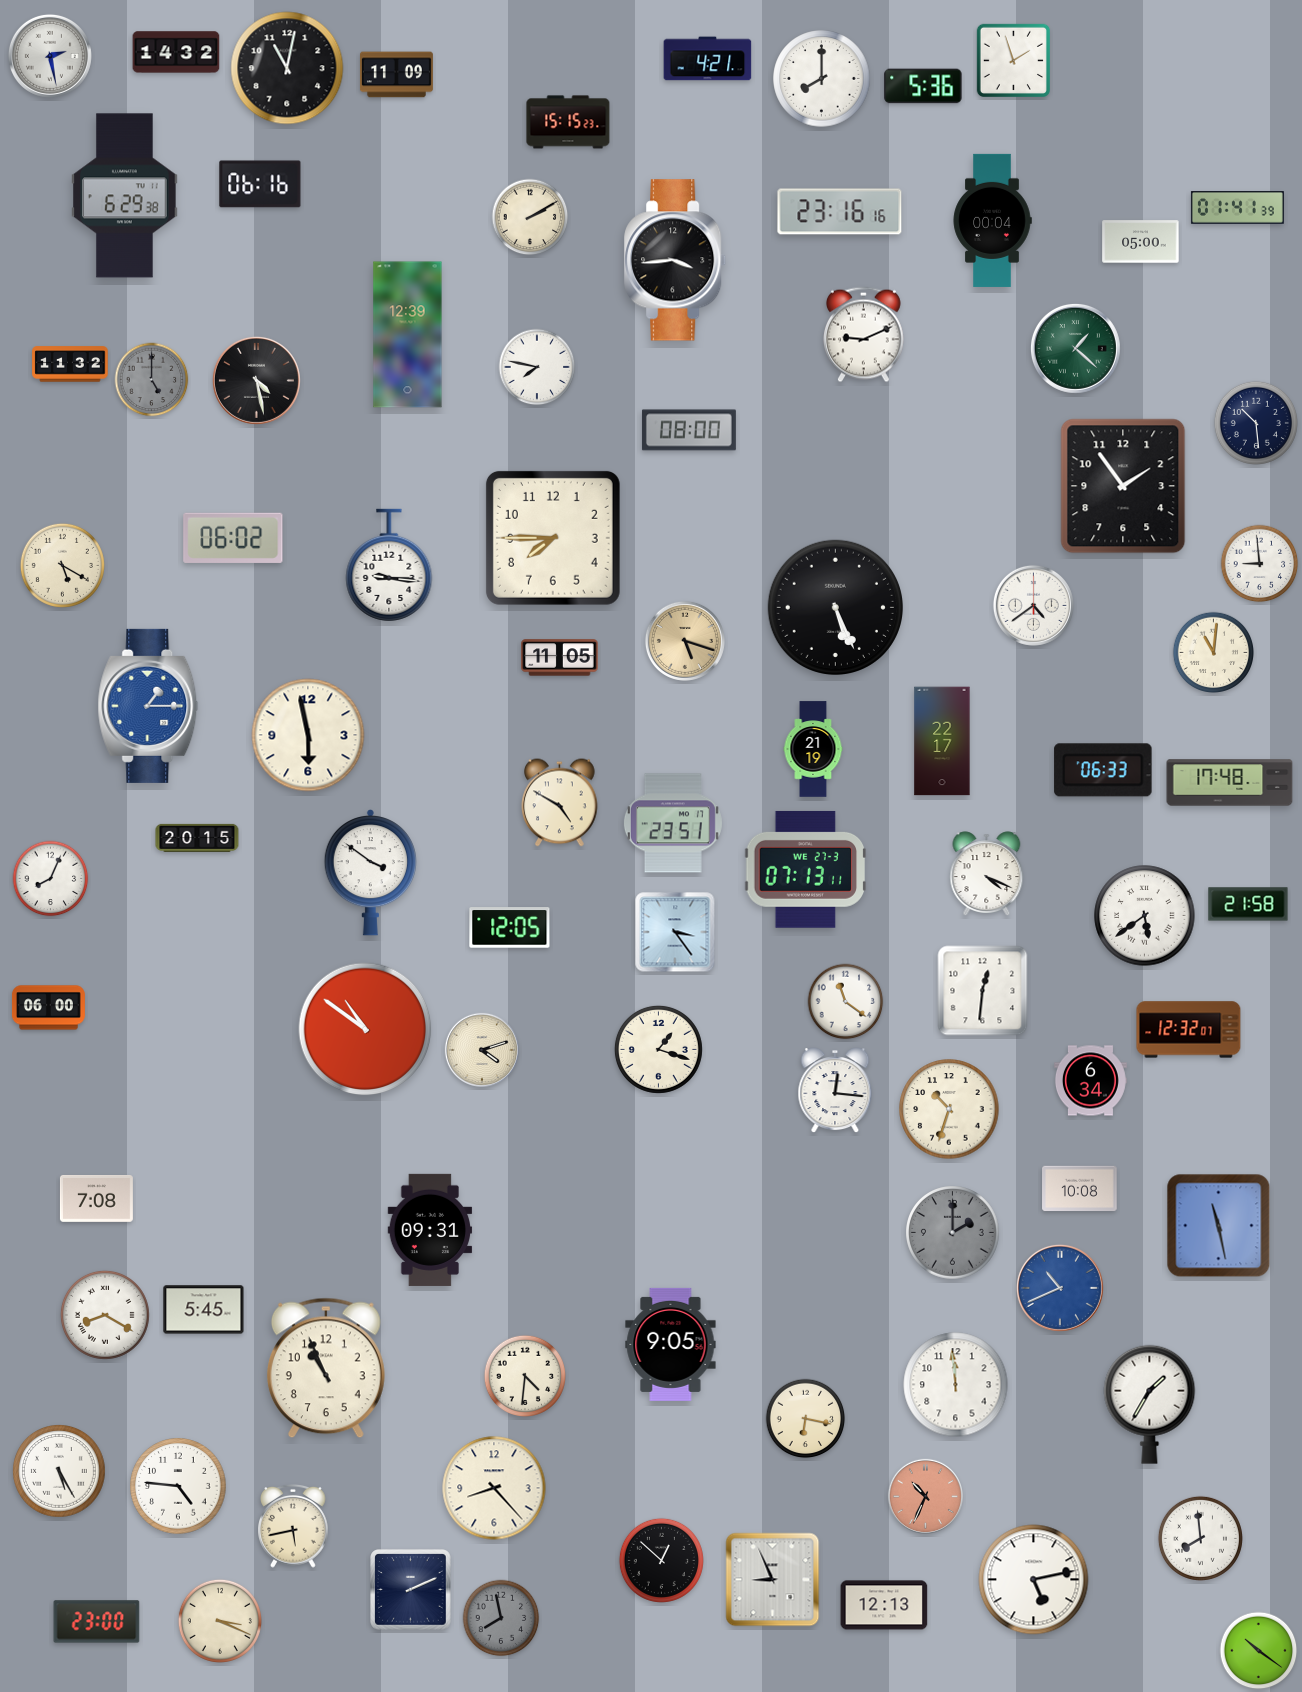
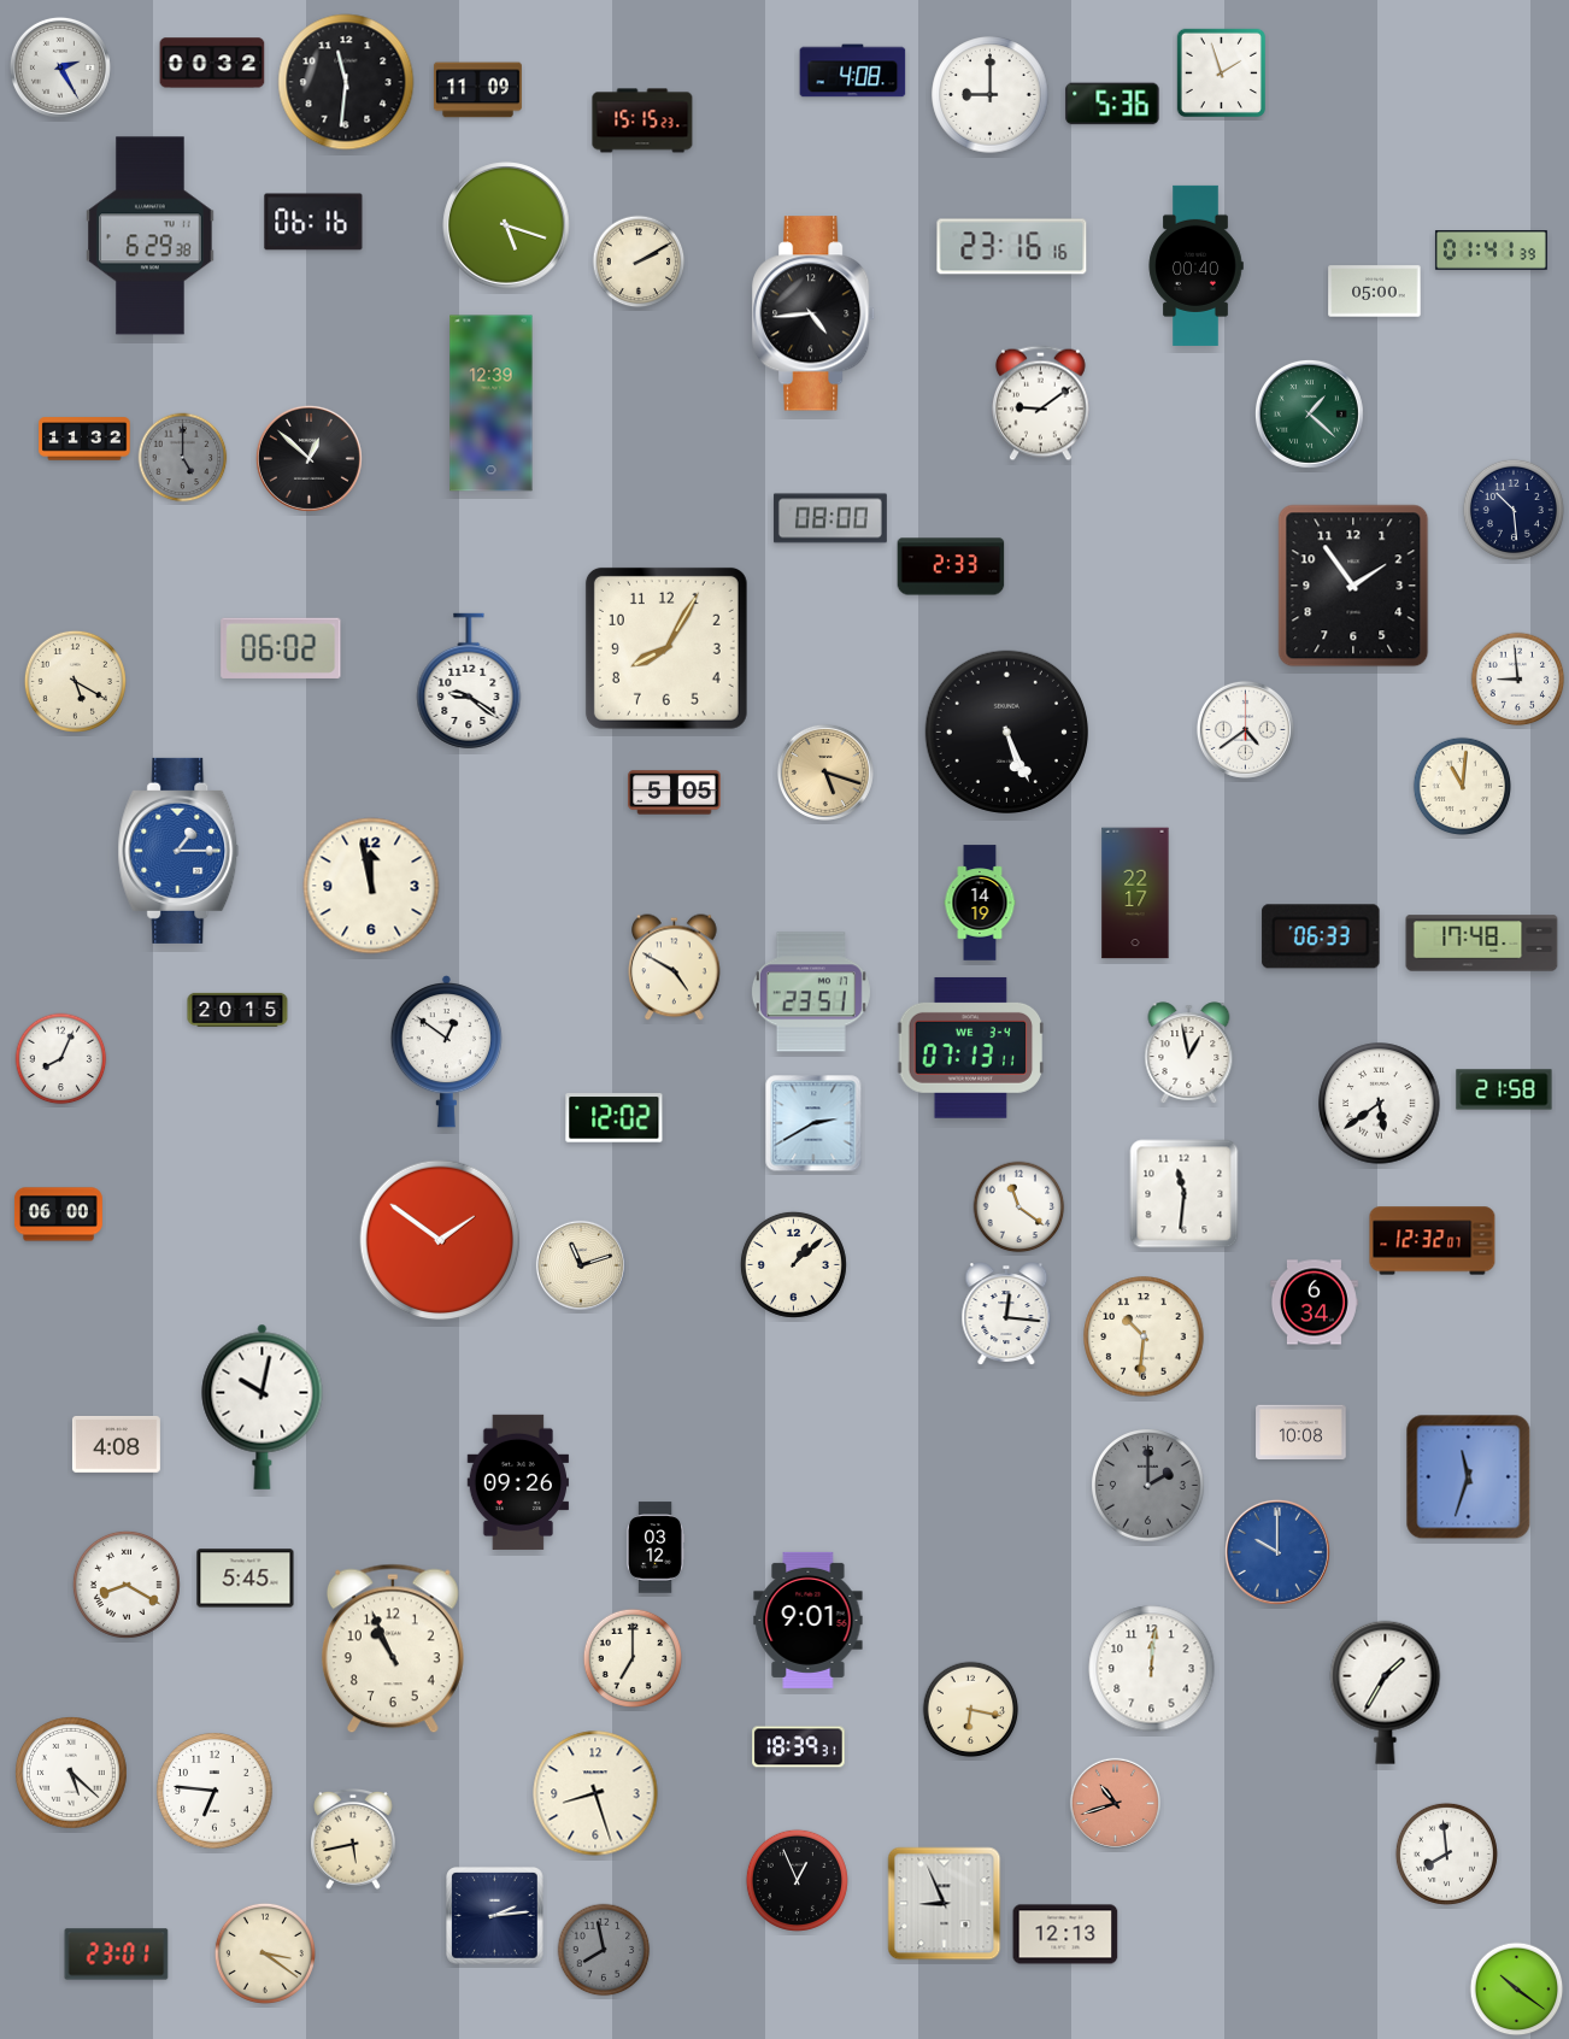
clock at (176, 52): 14:32 -> 00:32
clock at (50, 56): 2:28 -> 2:25
clock at (708, 59): 4:21 -> 4:08
clock at (287, 68): 11:02 -> 11:31
clock at (822, 79): 8:00 -> 9:00
clock at (568, 122) position: (568, 122) -> (642, 121)
clock at (506, 225): none -> 5:18
clock at (840, 212) position: (840, 212) -> (1012, 247)
clock at (992, 220): 00:04 -> 00:40
clock at (676, 260): 3:44 -> 4:44
clock at (863, 335): 9:11 -> 9:09
clock at (1075, 348) position: (1075, 348) -> (1309, 413)
clock at (537, 367): 7:47 -> none
clock at (256, 380): 4:28 -> 12:52
clock at (951, 566): none -> 2:33
clock at (553, 538): 7:45 -> 8:05
clock at (389, 565): 9:16 -> 9:21
clock at (560, 658): 11:05 -> 5:05
clock at (308, 735): 5:58 -> 11:58
clock at (813, 749): 21:19 -> 14:19
clock at (1103, 770) position: (1103, 770) -> (1321, 936)
clock at (806, 869) date: WE 27-3 -> WE 3-4
clock at (370, 873): 3:51 -> 12:51
clock at (987, 873): 4:19 -> 12:58
clock at (510, 928): 12:05 -> 12:02
clock at (675, 932): 3:24 -> 2:40
clock at (983, 991): 12:31 -> 11:31
clock at (365, 1029): 10:51 -> 1:51
clock at (658, 1049): 1:18 -> 1:08
clock at (482, 1050): 4:12 -> 11:12
clock at (949, 1109): 10:33 -> 10:31
clock at (263, 1406): none -> 10:02
clock at (96, 1198): 7:08 -> 4:08
clock at (1219, 1226): 11:28 -> 11:33
clock at (430, 1230): 09:31 -> 09:26
clock at (656, 1547): none -> 03:12
clock at (1060, 1288): 10:41 -> 10:00
clock at (671, 1344): 9:05 -> 9:01
clock at (524, 1375): 4:31 -> 7:00
clock at (956, 1385): 11:59 -> 12:01
clock at (799, 1747): none -> 18:39
clock at (60, 1472): 5:25 -> 5:22
clock at (178, 1486): 4:46 -> 6:46
clock at (494, 1488): 8:23 -> 8:27
clock at (925, 1496): 10:34 -> 10:42
clock at (661, 1560): 12:52 -> 12:56
clock at (773, 1580) position: (773, 1580) -> (945, 1904)
clock at (1034, 1580): 5:13 -> none
clock at (411, 1590): 2:11 -> 2:14
clock at (220, 1621): 3:19 -> 3:21
clock at (97, 1622): 23:00 -> 23:01
